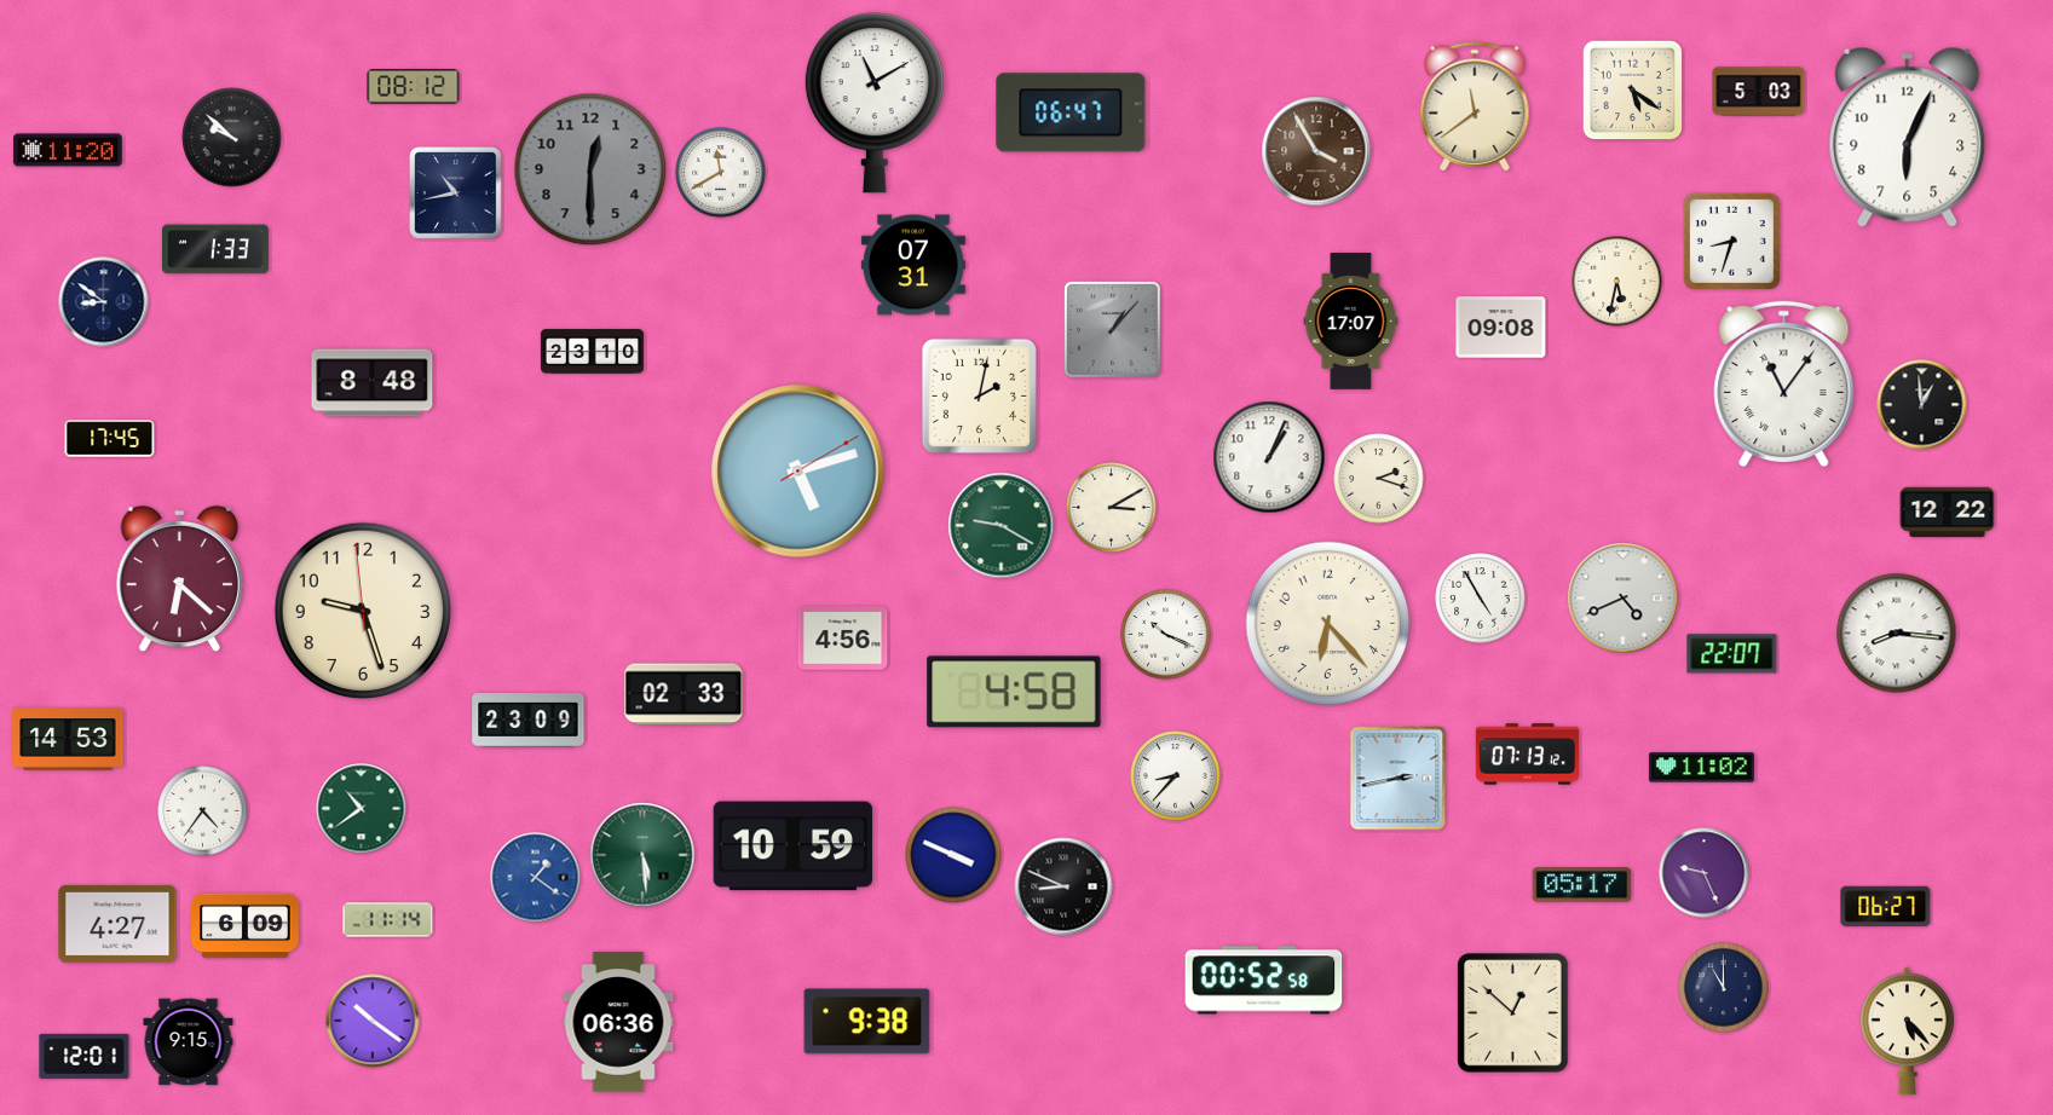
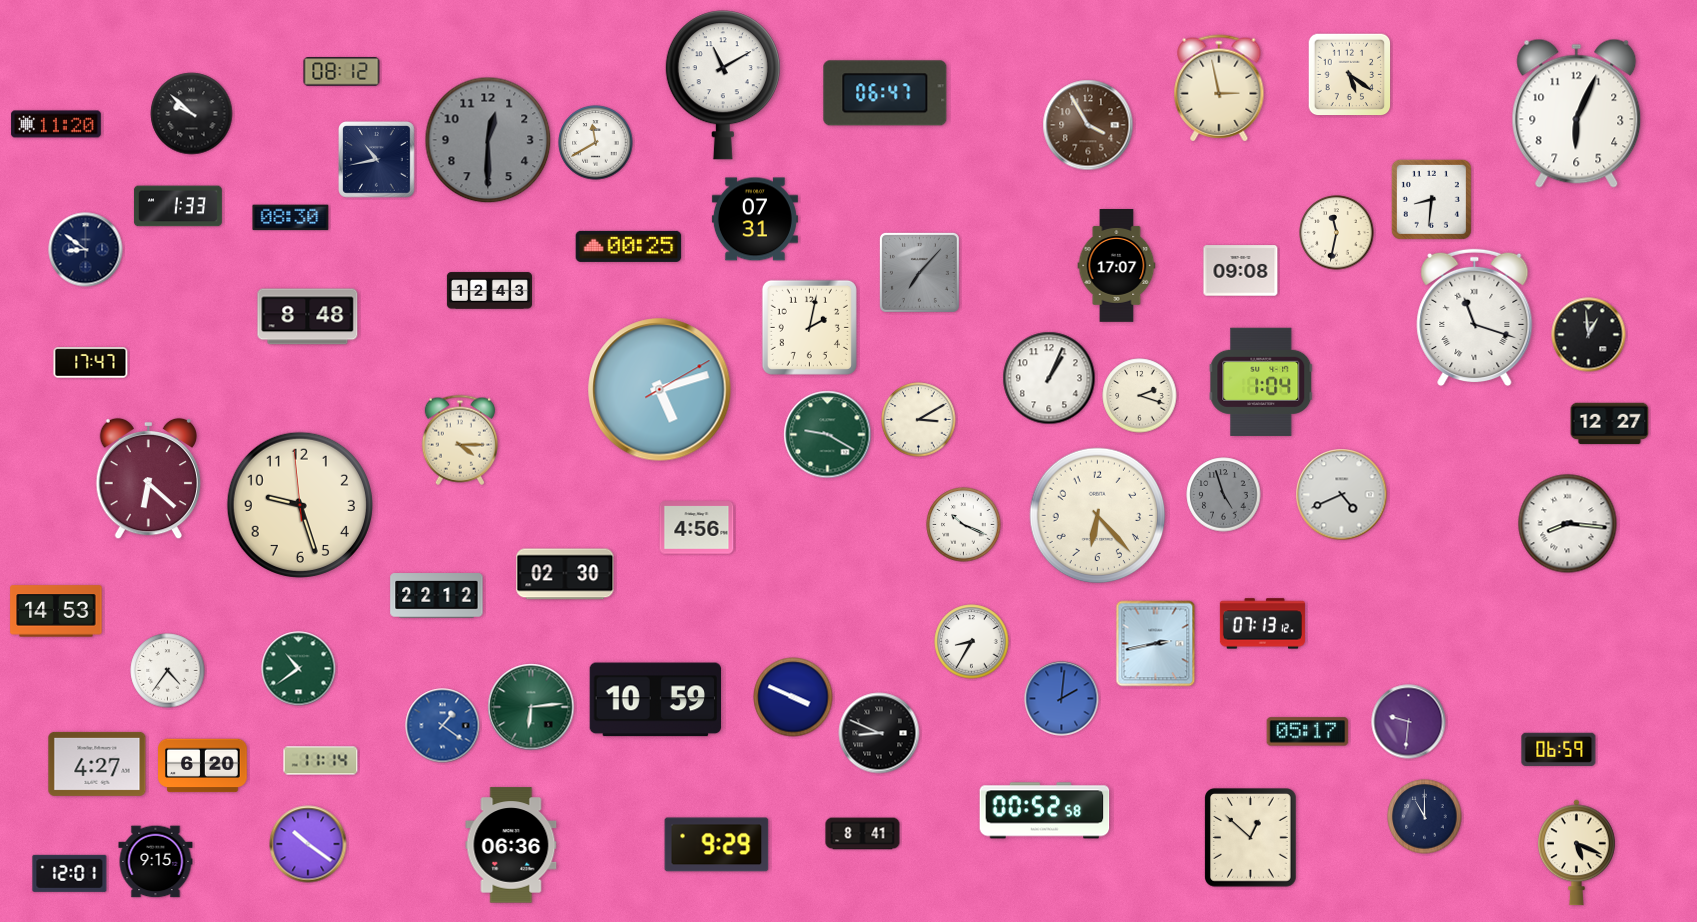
clock at (1759, 92): 5:03 -> none
clock at (1475, 106): 11:39 -> 2:58
clock at (1731, 241): 8:33 -> 8:31
clock at (291, 218): none -> 08:30
clock at (1617, 282): 5:32 -> 11:32
clock at (629, 246): none -> 00:25
clock at (1112, 329): 1:07 -> 7:07
clock at (592, 352): 23:10 -> 12:43
clock at (1784, 385): 11:06 -> 11:18
clock at (110, 439): 17:45 -> 17:47
clock at (1261, 382): none -> 1:04
clock at (1948, 513): 12:22 -> 12:27
clock at (460, 440): none -> 4:15
clock at (1481, 599): 4:55 -> 4:57
clock at (1481, 599) dial: white -> grey
clock at (1732, 654): 22:07 -> none
clock at (1014, 692): 4:58 -> none
clock at (684, 694): 02:33 -> 02:30
clock at (529, 721): 23:09 -> 22:12
clock at (1701, 768): 11:02 -> none
clock at (1176, 776): 8:37 -> 8:35
clock at (1062, 699): none -> 2:01
clock at (642, 855): 5:29 -> 6:14
clock at (953, 855) position: (953, 855) -> (793, 697)
clock at (1705, 873): 9:26 -> 9:31
clock at (1886, 906): 06:27 -> 06:59
clock at (246, 926): 6:09 -> 6:20
clock at (863, 834): none -> 8:41
clock at (867, 1022): 9:38 -> 9:29
clock at (1908, 1032): 5:23 -> 5:19
